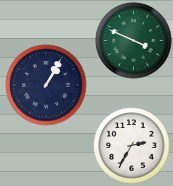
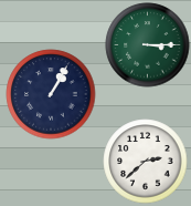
clock at (134, 41): 3:49 -> 3:15
clock at (132, 146): 2:35 -> 2:38
